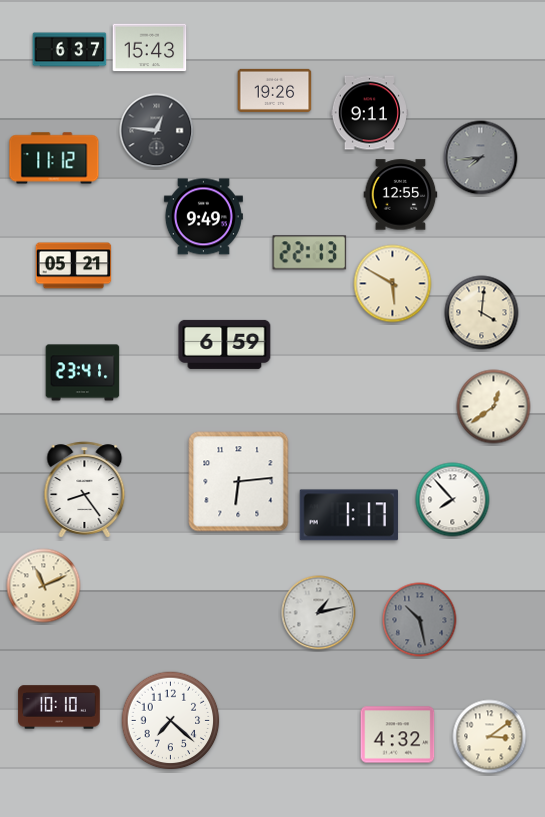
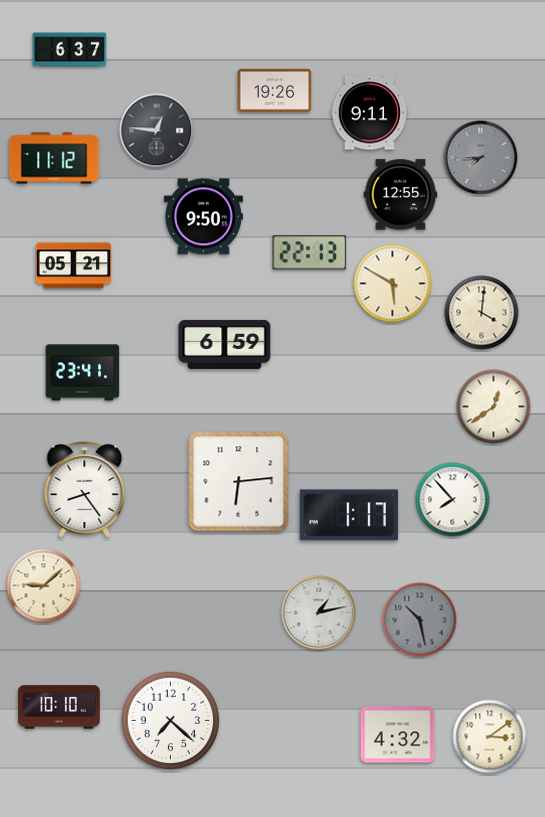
clock at (150, 48): 15:43 -> none
clock at (203, 217): 9:49 -> 9:50
clock at (44, 586): 11:11 -> 9:08
